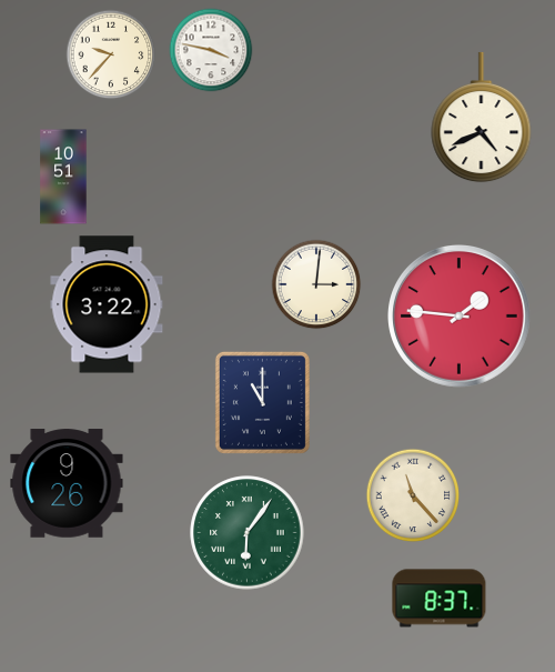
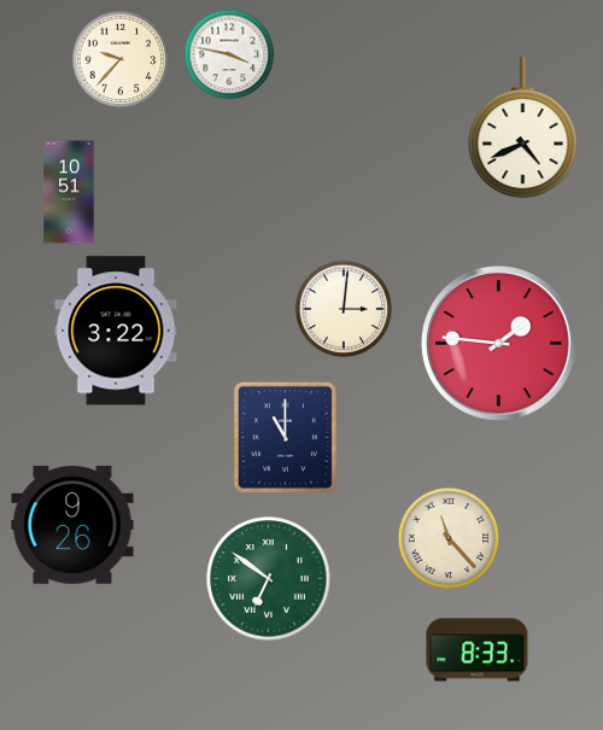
clock at (248, 533): 6:06 -> 6:51
clock at (440, 599): 8:37 -> 8:33
